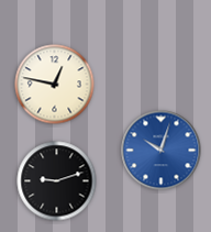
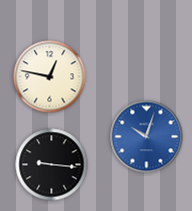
clock at (57, 181): 9:12 -> 9:16
